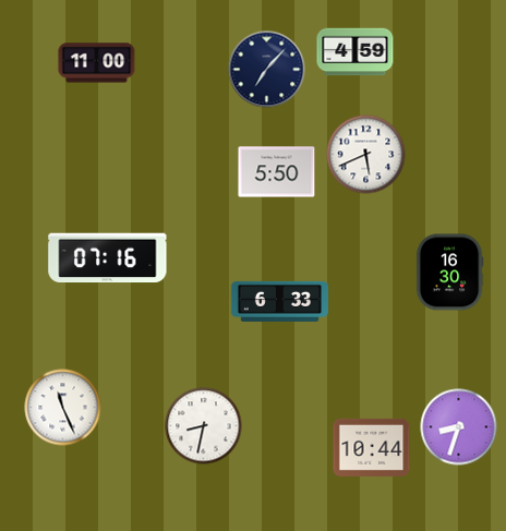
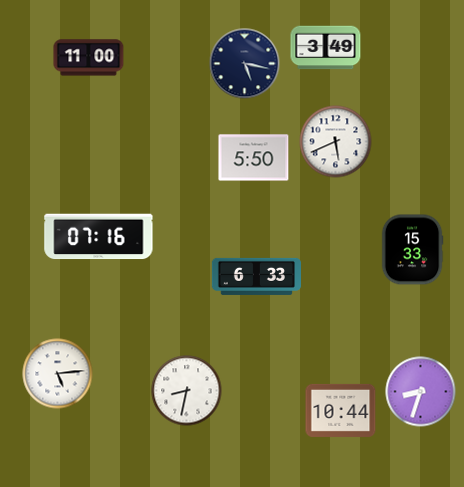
clock at (356, 52): 4:59 -> 3:49
clock at (267, 70): 7:07 -> 5:17
clock at (449, 273): 16:30 -> 15:33
clock at (63, 408): 11:26 -> 5:14
